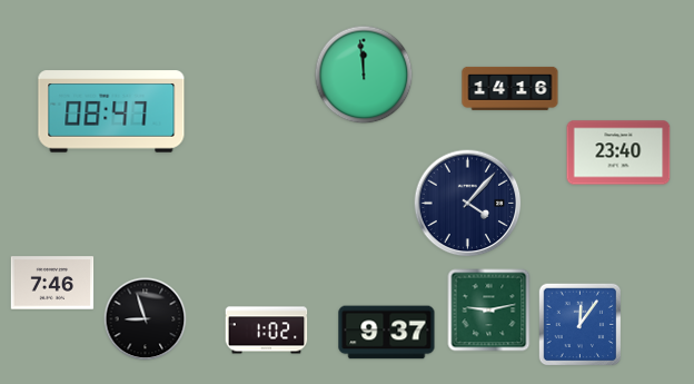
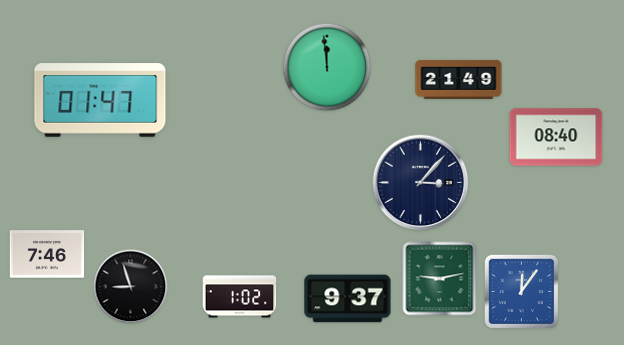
clock at (510, 88): 14:16 -> 21:49
clock at (111, 111): 08:47 -> 01:47
clock at (618, 152): 23:40 -> 08:40
clock at (468, 204): 4:07 -> 3:07
